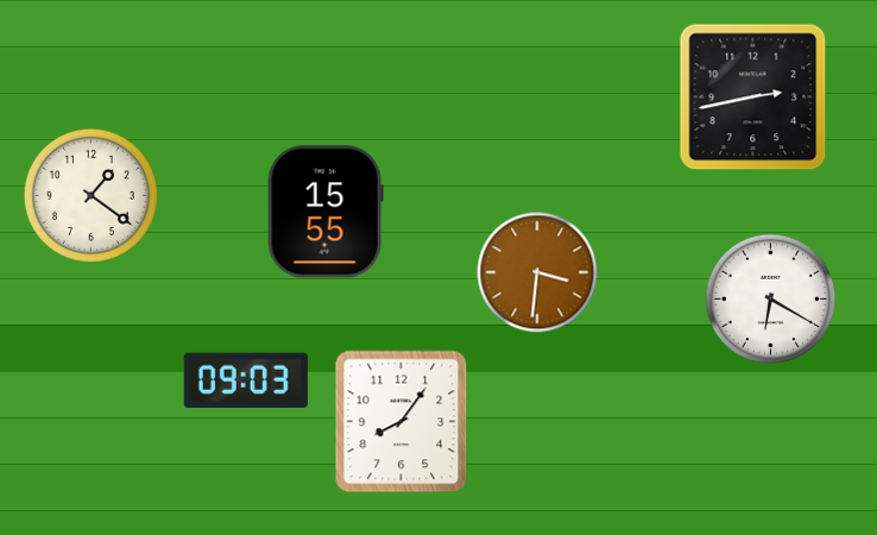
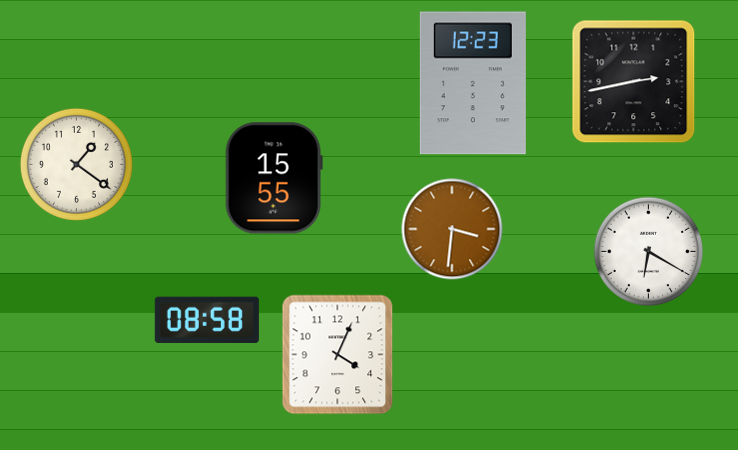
clock at (473, 83): none -> 12:23
clock at (246, 380): 09:03 -> 08:58
clock at (402, 422): 8:06 -> 4:04
